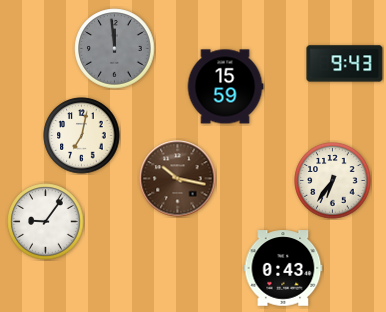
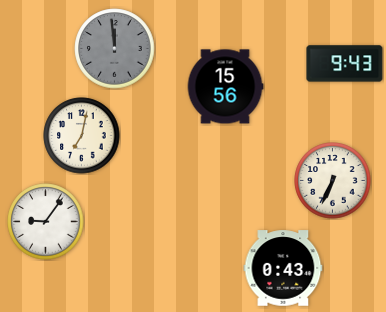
clock at (225, 87): 15:59 -> 15:56
clock at (178, 179): 10:17 -> none
clock at (333, 181): 6:36 -> 6:34
